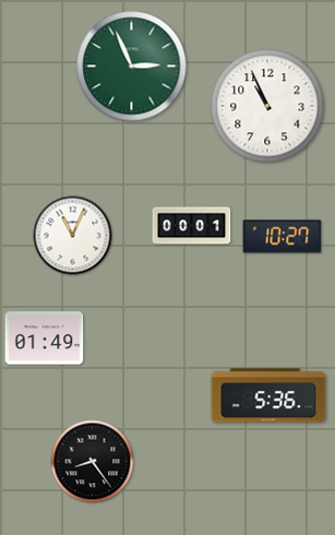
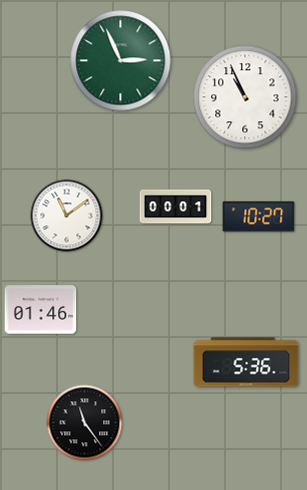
clock at (73, 236): 11:04 -> 11:09
clock at (45, 338): 01:49 -> 01:46
clock at (93, 462): 8:24 -> 11:24
